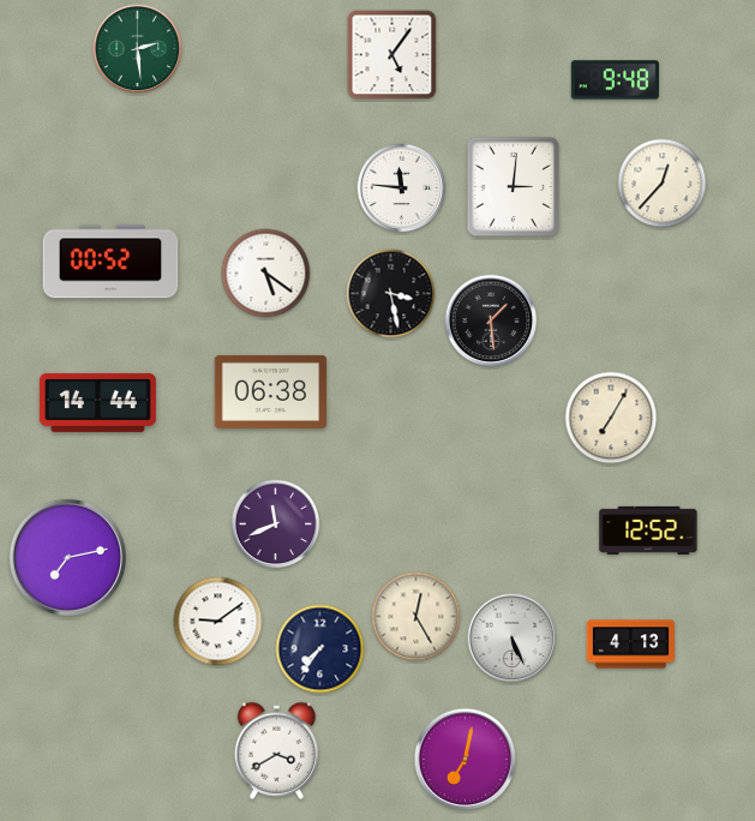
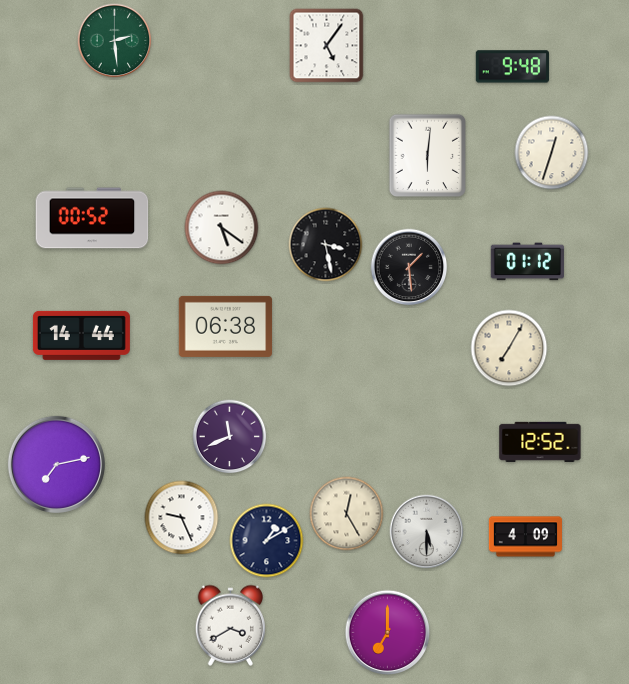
clock at (663, 184): 12:37 -> 12:33
clock at (514, 187): 3:01 -> 6:01
clock at (402, 188): 11:46 -> none
clock at (527, 262): none -> 01:12
clock at (218, 622): 9:09 -> 9:26
clock at (513, 639): 5:26 -> 5:30
clock at (631, 645): 4:13 -> 4:09
clock at (320, 649): 7:36 -> 1:10
clock at (466, 760): 7:02 -> 7:00
